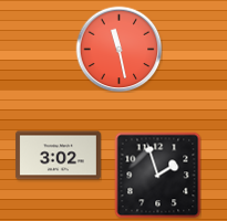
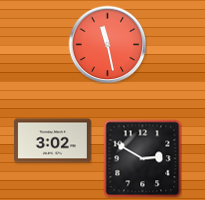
clock at (157, 175): 1:57 -> 2:50
